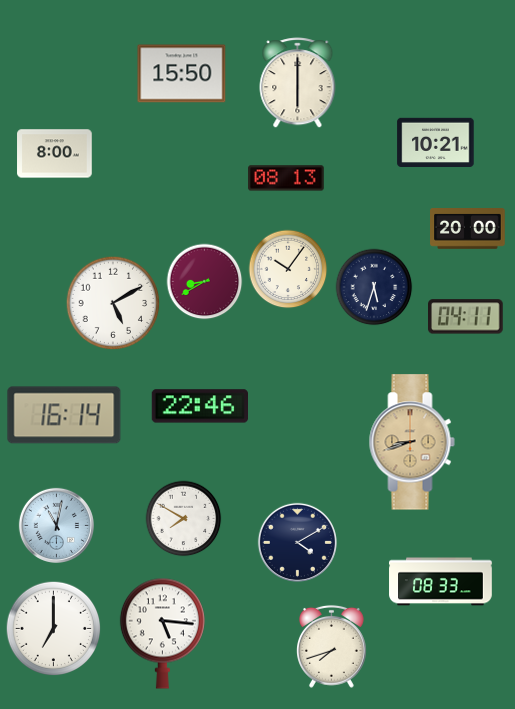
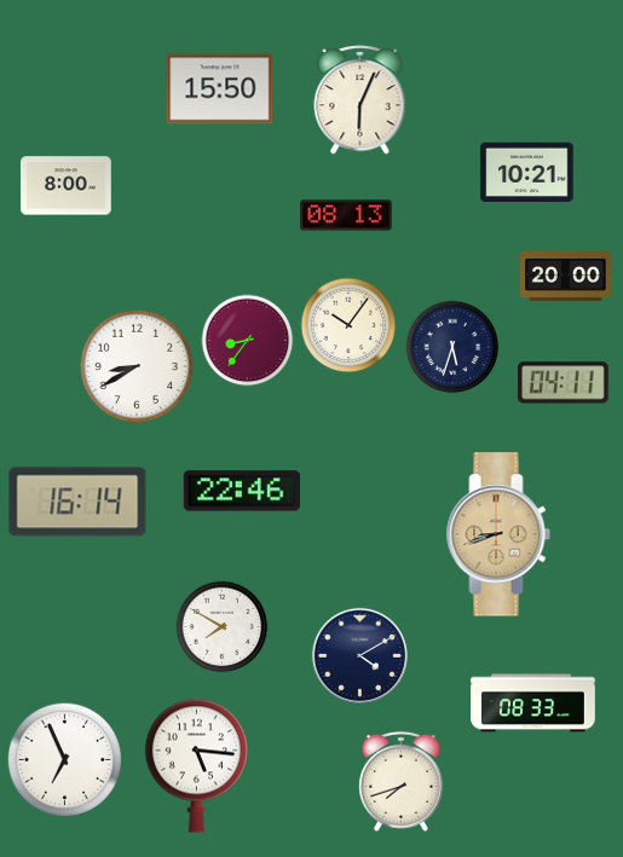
clock at (298, 83): 6:00 -> 6:04
clock at (205, 282): 8:40 -> 8:36
clock at (113, 303): 5:10 -> 8:40
clock at (56, 525): 11:02 -> none
clock at (54, 629): 7:00 -> 6:56
